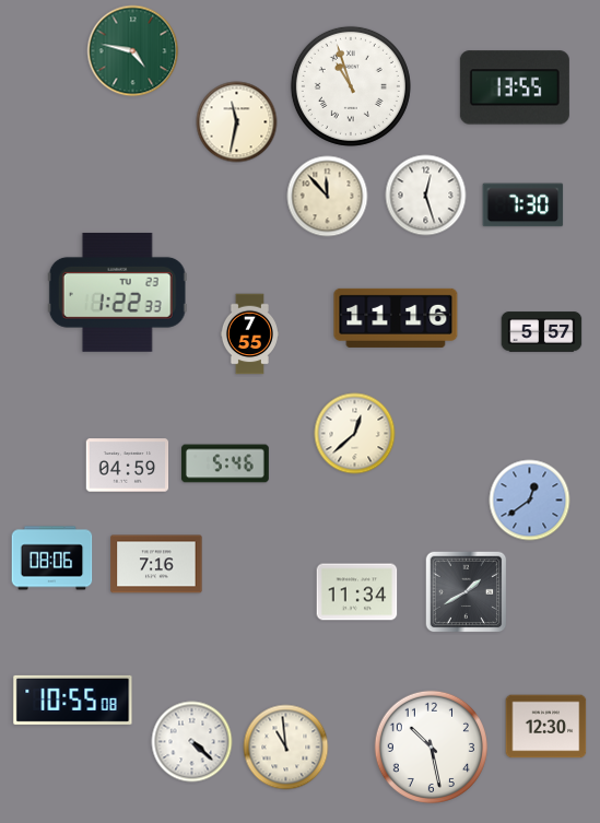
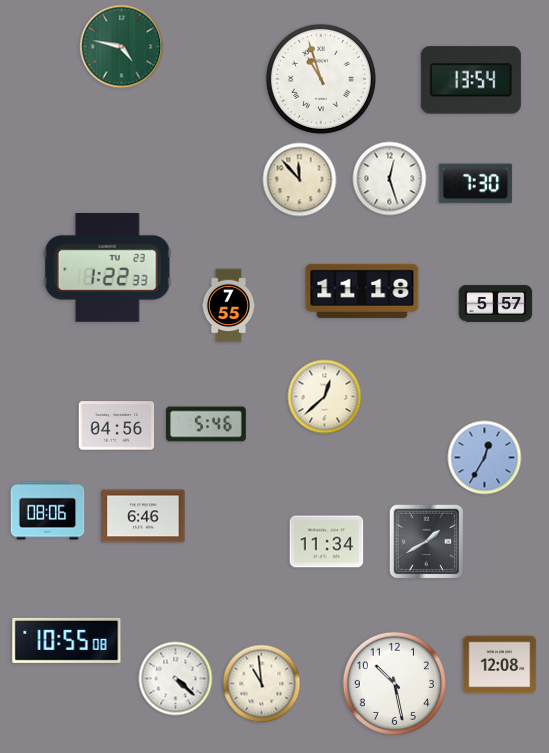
clock at (515, 87): 13:55 -> 13:54
clock at (237, 122): 11:32 -> none
clock at (523, 205) position: (523, 205) -> (476, 184)
clock at (396, 318): 11:16 -> 11:18
clock at (128, 466): 04:59 -> 04:56
clock at (530, 501): 12:39 -> 12:35
clock at (156, 564): 7:16 -> 6:46
clock at (546, 727): 12:30 -> 12:08
